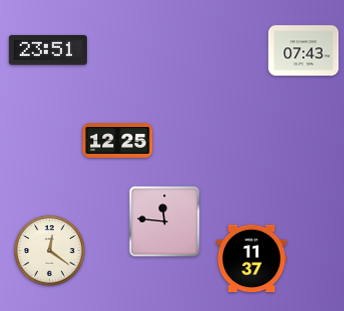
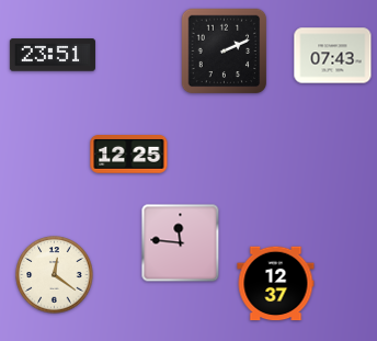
clock at (225, 52): none -> 2:11
clock at (252, 259): 11:37 -> 12:37
